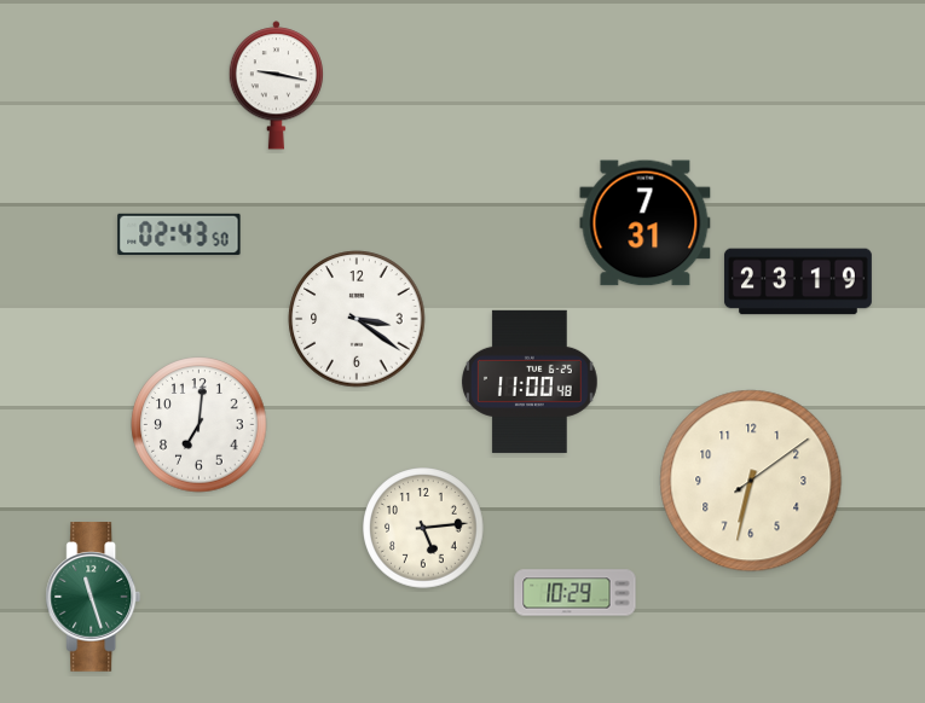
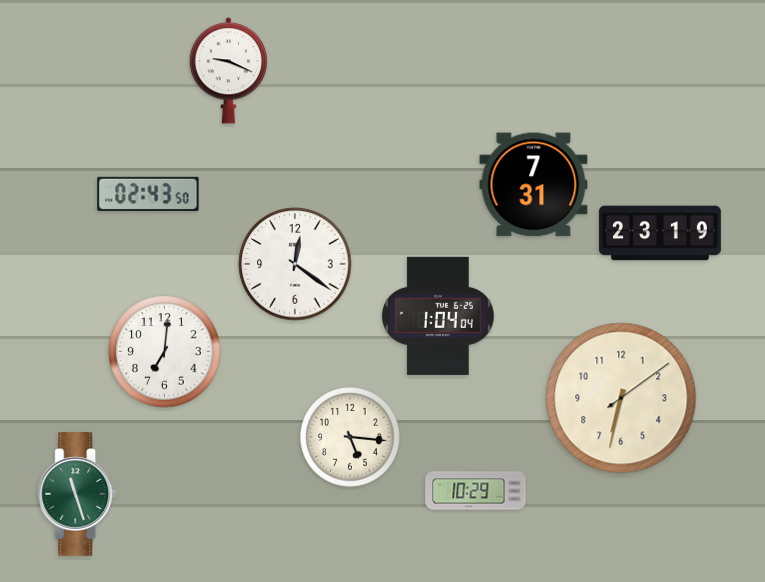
clock at (276, 86): 9:17 -> 9:19
clock at (357, 319): 3:21 -> 12:21
clock at (530, 382): 11:00 -> 1:04
clock at (423, 528): 5:14 -> 5:16
